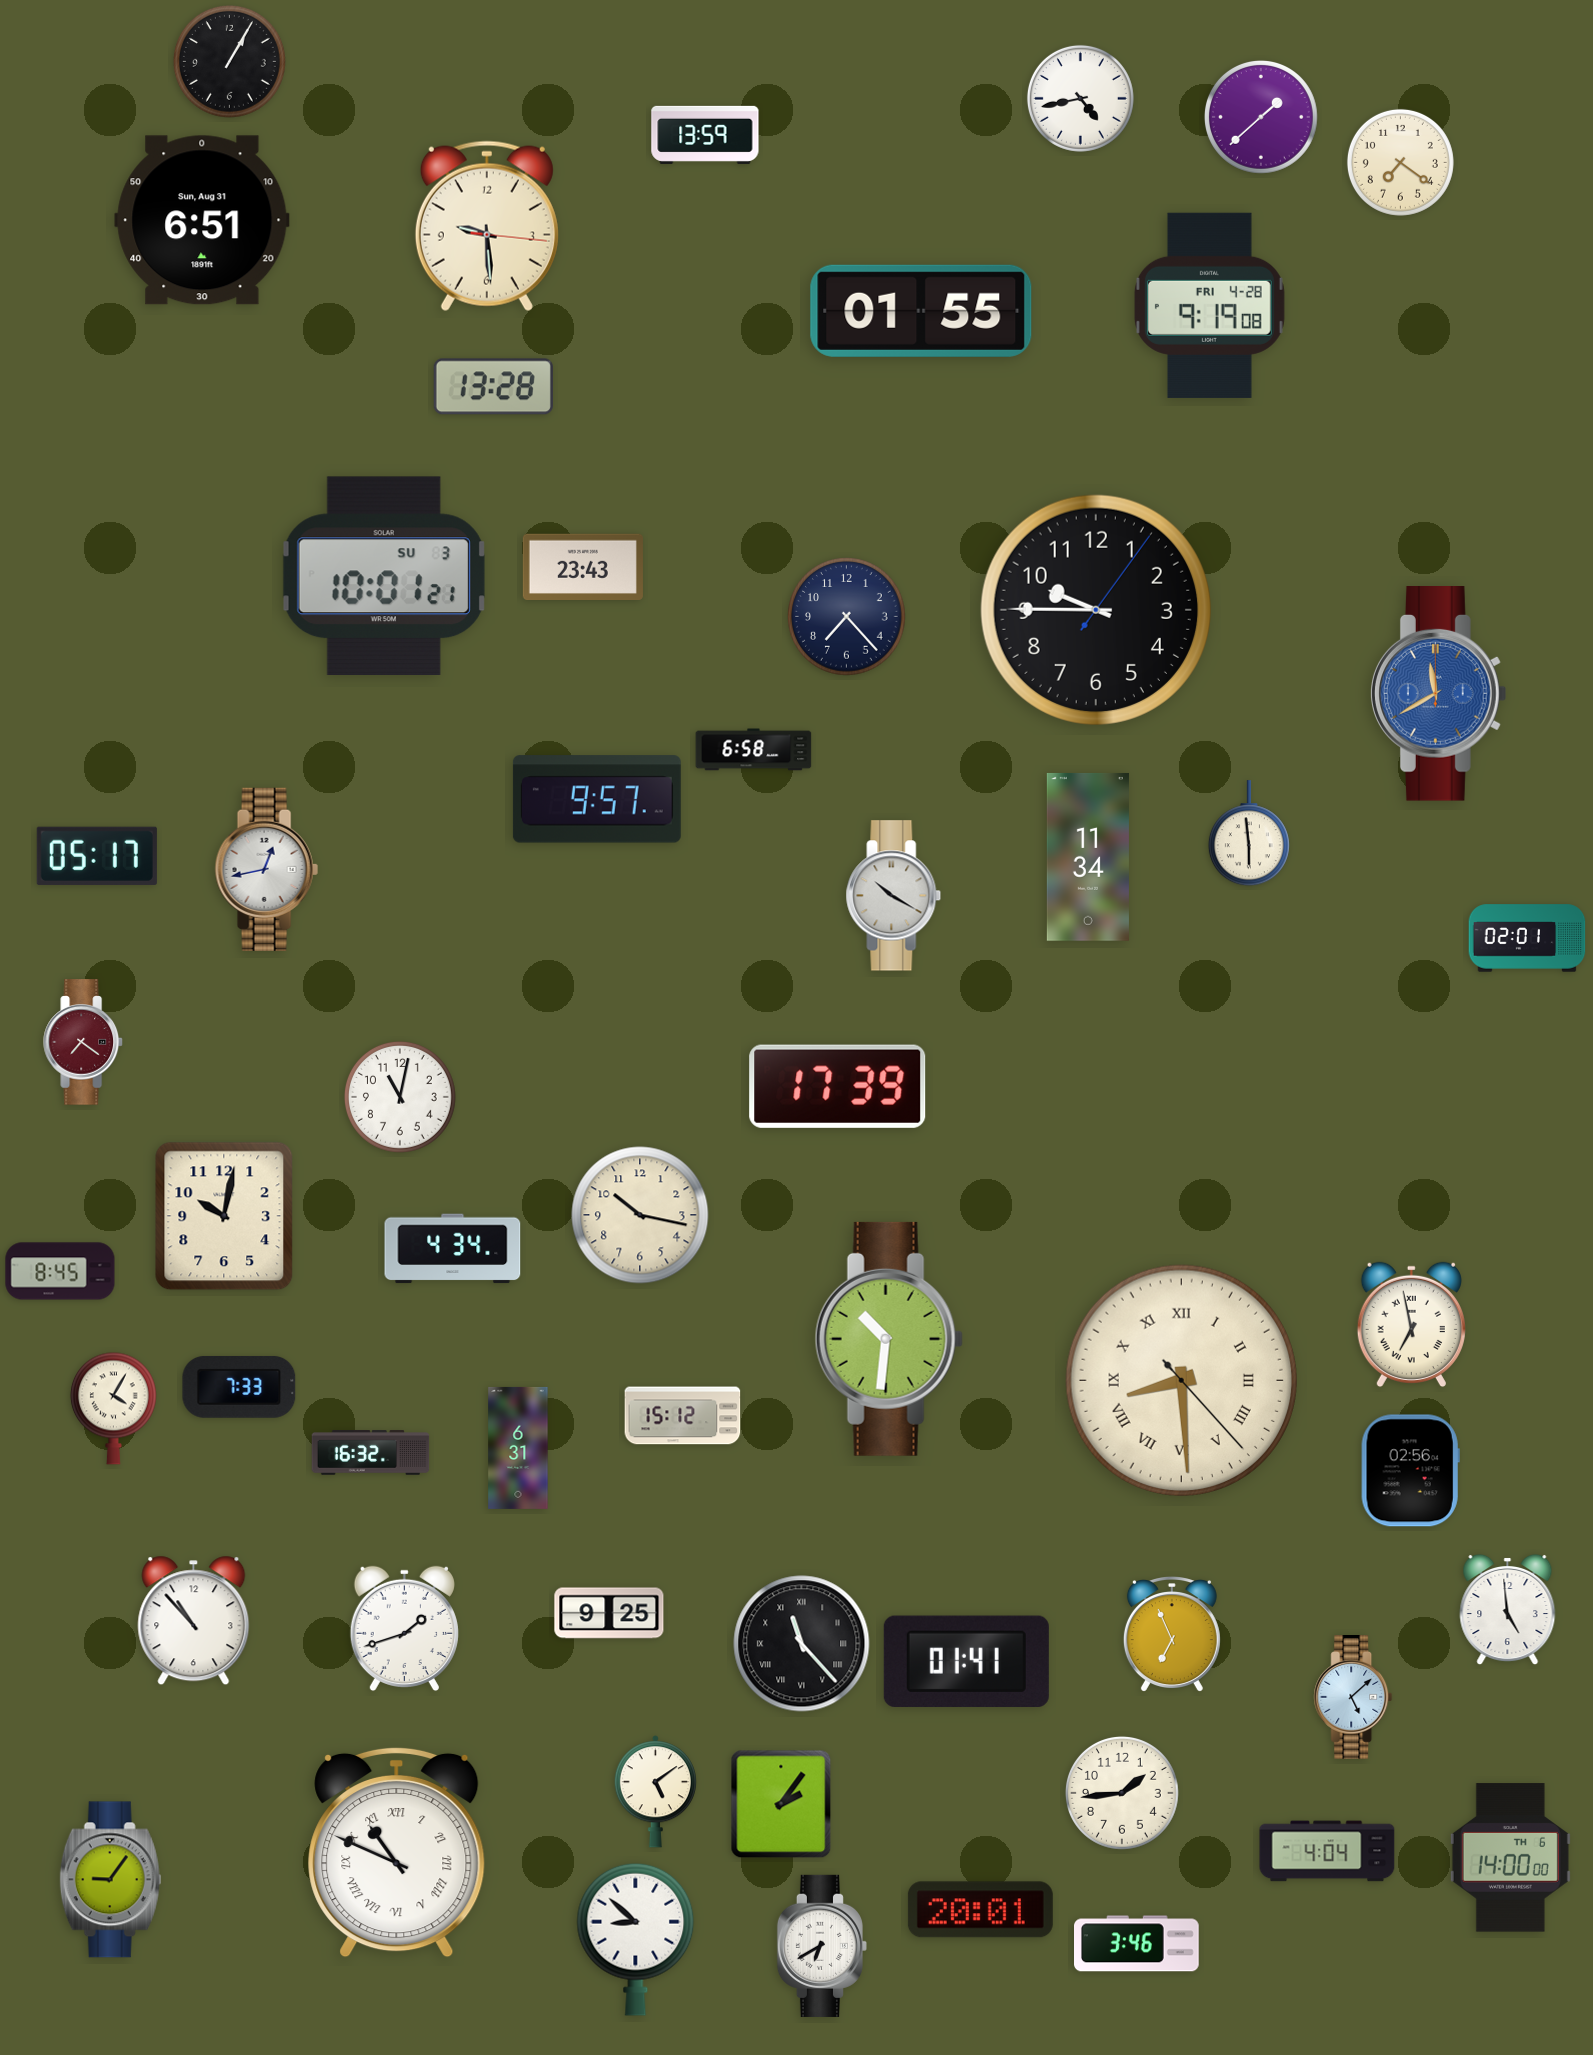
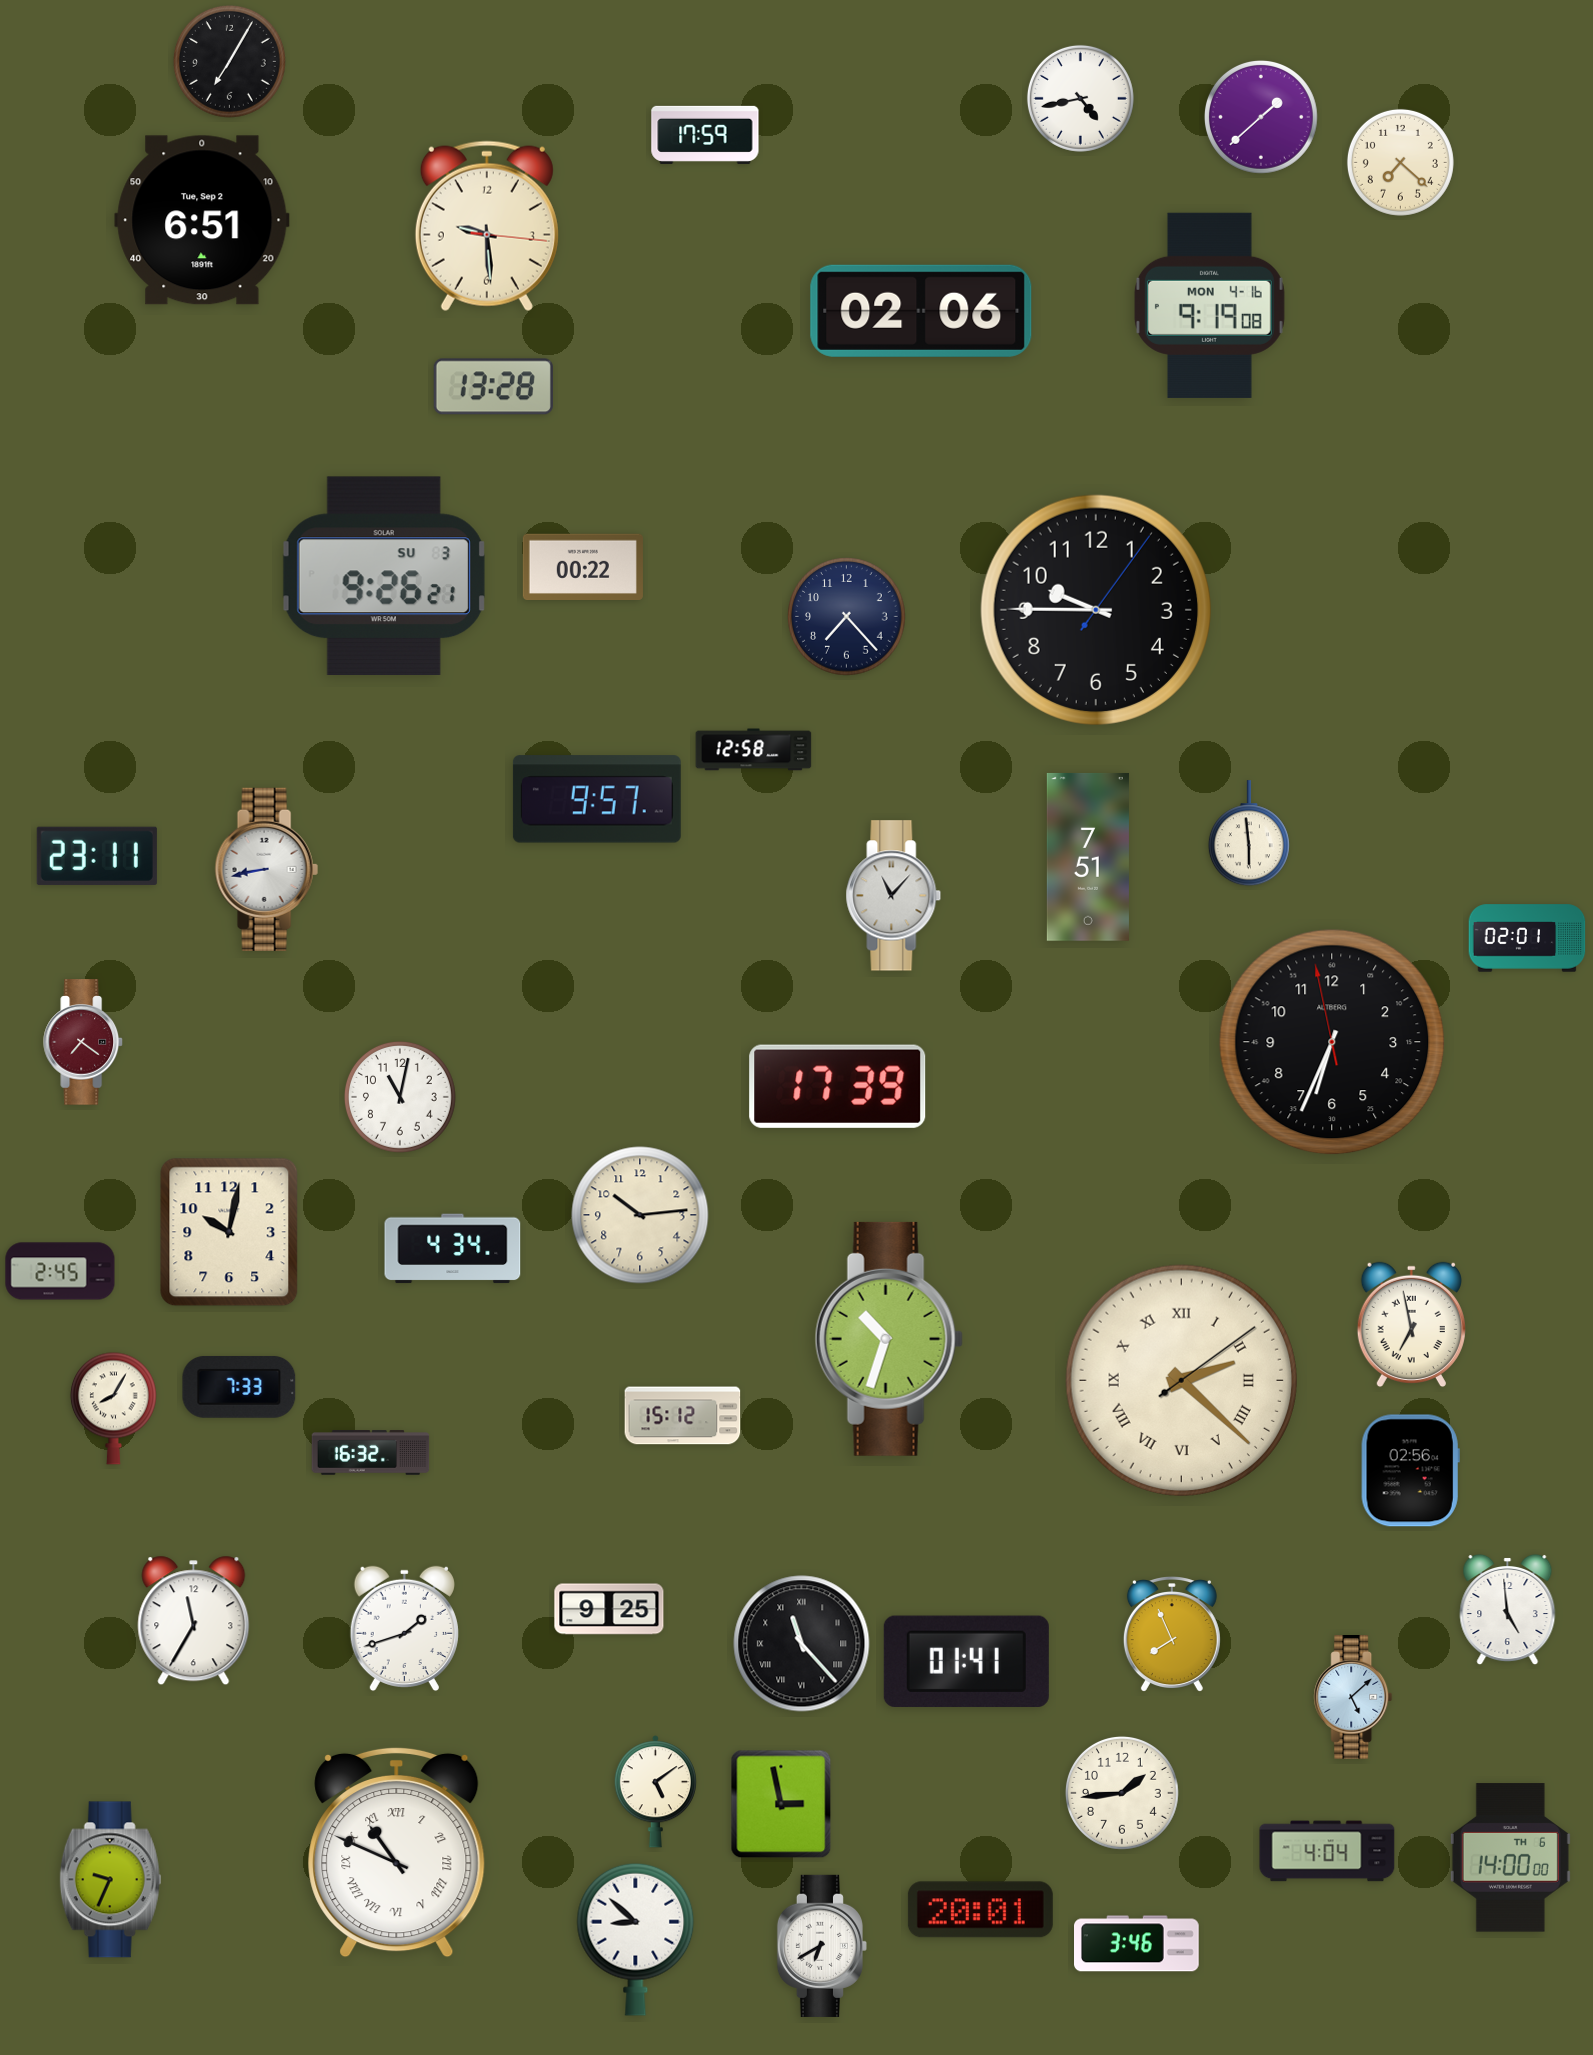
clock at (229, 61): 1:05 -> 7:05
clock at (705, 135): 13:59 -> 17:59
clock at (1400, 162): 7:21 -> 7:22
clock at (202, 220) date: Sun, Aug 31 -> Tue, Sep 2
clock at (1209, 305) date: FRI 4-28 -> MON 4-16
clock at (921, 311): 01:55 -> 02:06
clock at (583, 567): 23:43 -> 00:22
clock at (384, 575): 10:01 -> 9:26
clock at (1439, 694): 11:40 -> none
clock at (754, 750): 6:58 -> 12:58
clock at (97, 856): 05:17 -> 23:11
clock at (1088, 857): 11:34 -> 7:51
clock at (266, 869): 12:43 -> 8:43
clock at (894, 896): 10:20 -> 11:07
clock at (1332, 1042): none -> 6:33
clock at (640, 1215): 10:17 -> 10:14
clock at (224, 1216) position: (224, 1216) -> (229, 1232)
clock at (60, 1271): 8:45 -> 2:45
clock at (889, 1339): 10:31 -> 10:33
clock at (1181, 1380): 8:29 -> 2:22
clock at (113, 1408): 4:05 -> 8:05
clock at (518, 1448): 6:31 -> none
clock at (609, 1613) position: (609, 1613) -> (609, 1609)
clock at (194, 1621): 10:53 -> 11:35
clock at (1172, 1634): 6:56 -> 7:56
clock at (781, 1804): 2:06 -> 2:58
clock at (111, 1880): 9:06 -> 9:34
